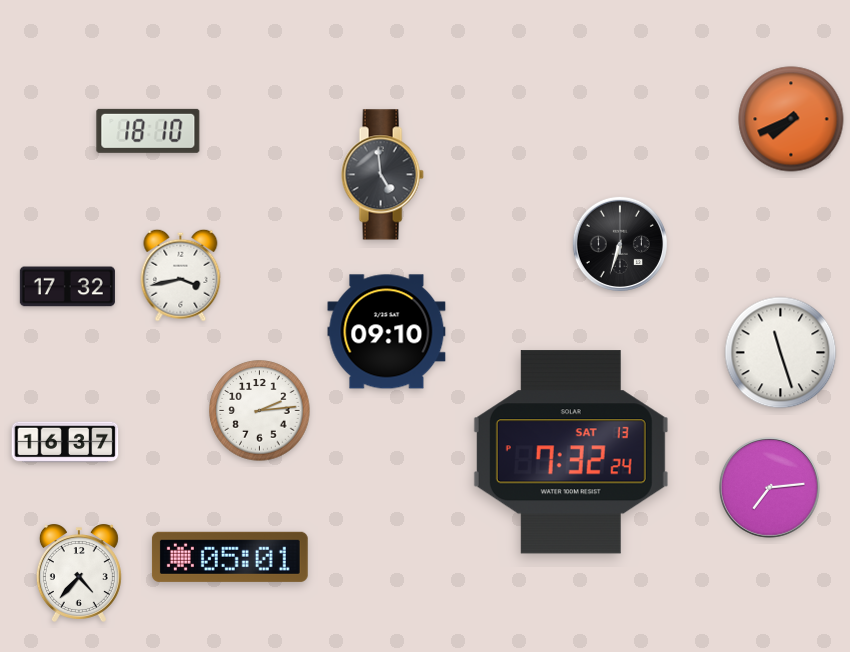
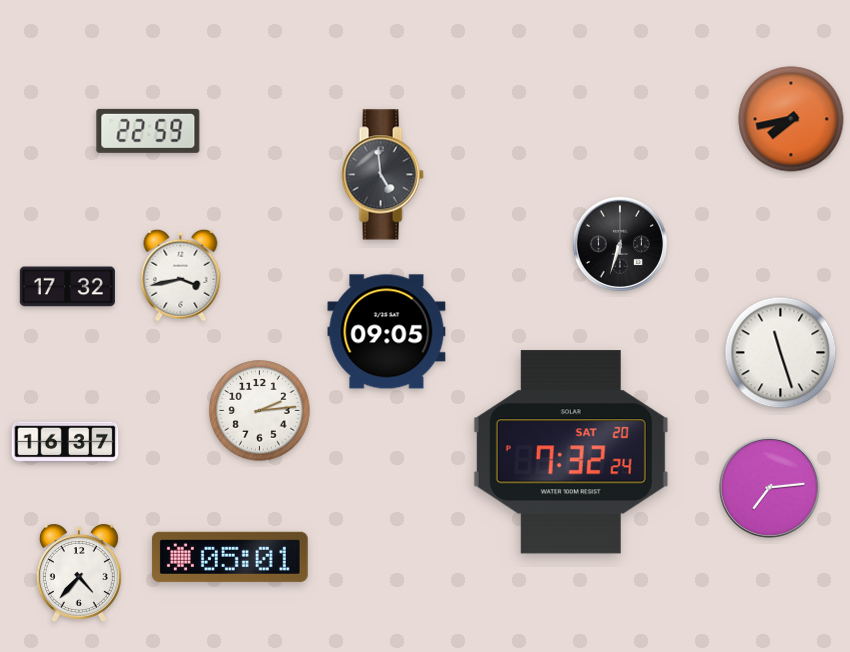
clock at (791, 119): 7:41 -> 7:43
clock at (148, 131): 18:10 -> 22:59
clock at (387, 332): 09:10 -> 09:05
clock at (571, 452) date: SAT 13 -> SAT 20
